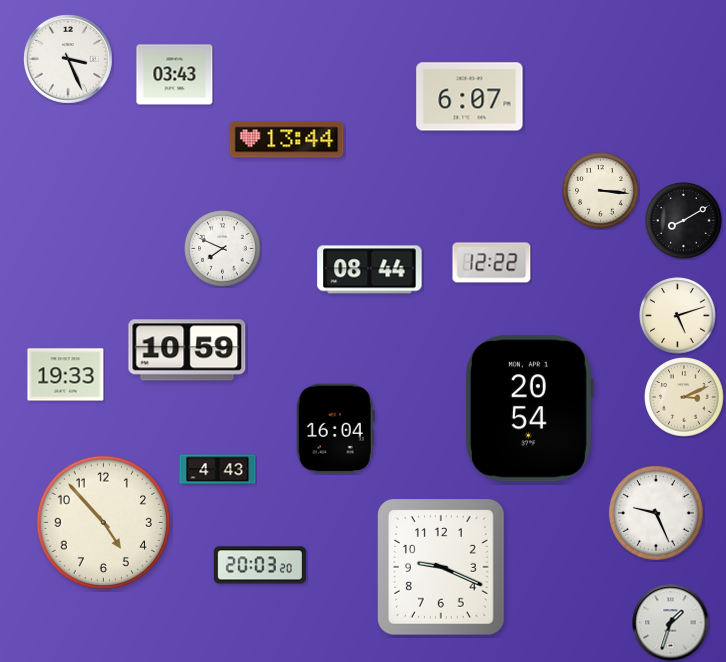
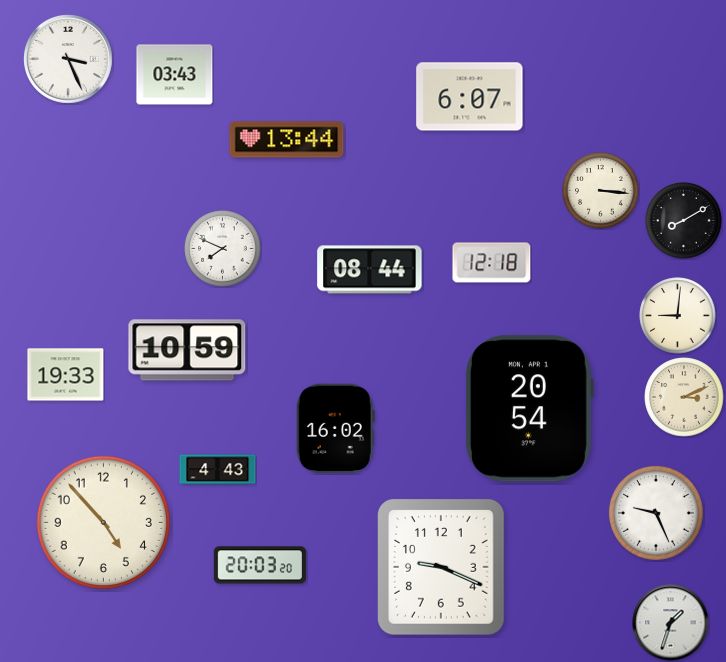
clock at (492, 263): 12:22 -> 12:18
clock at (678, 316): 5:12 -> 9:01
clock at (335, 428): 16:04 -> 16:02
